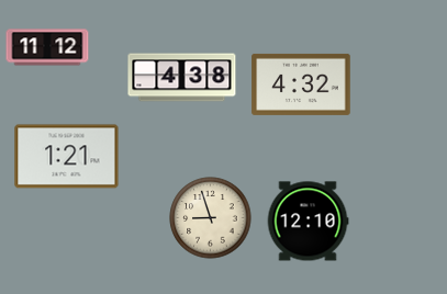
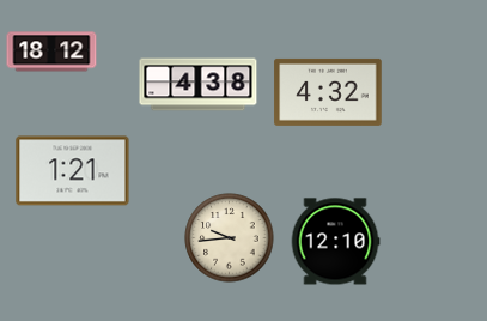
clock at (47, 47): 11:12 -> 18:12
clock at (211, 218): 8:57 -> 9:44
